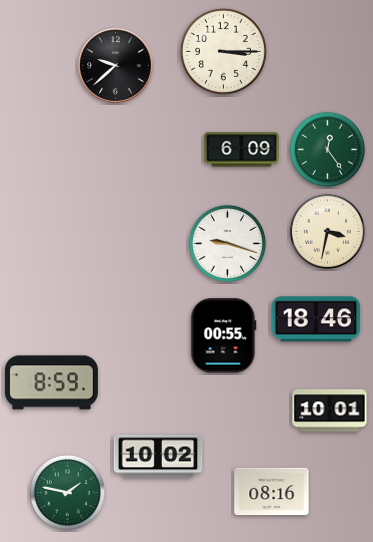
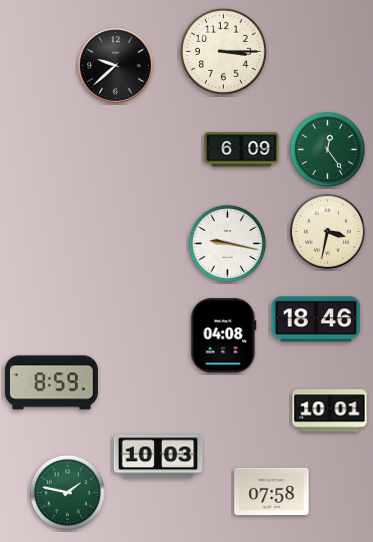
clock at (227, 243): 9:18 -> 9:17
clock at (224, 336): 00:55 -> 04:08
clock at (158, 456): 10:02 -> 10:03
clock at (272, 492): 08:16 -> 07:58
